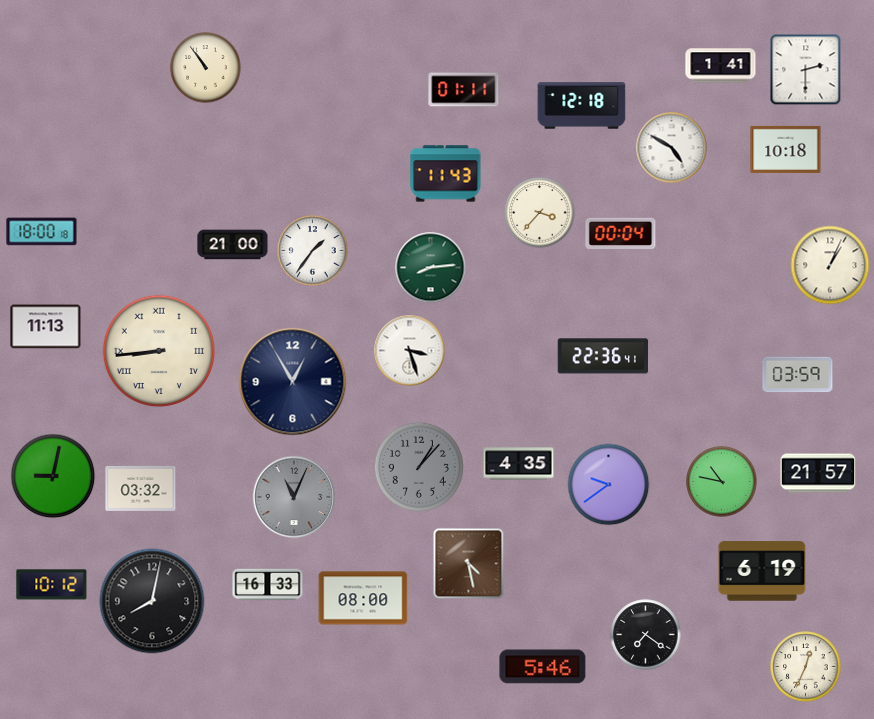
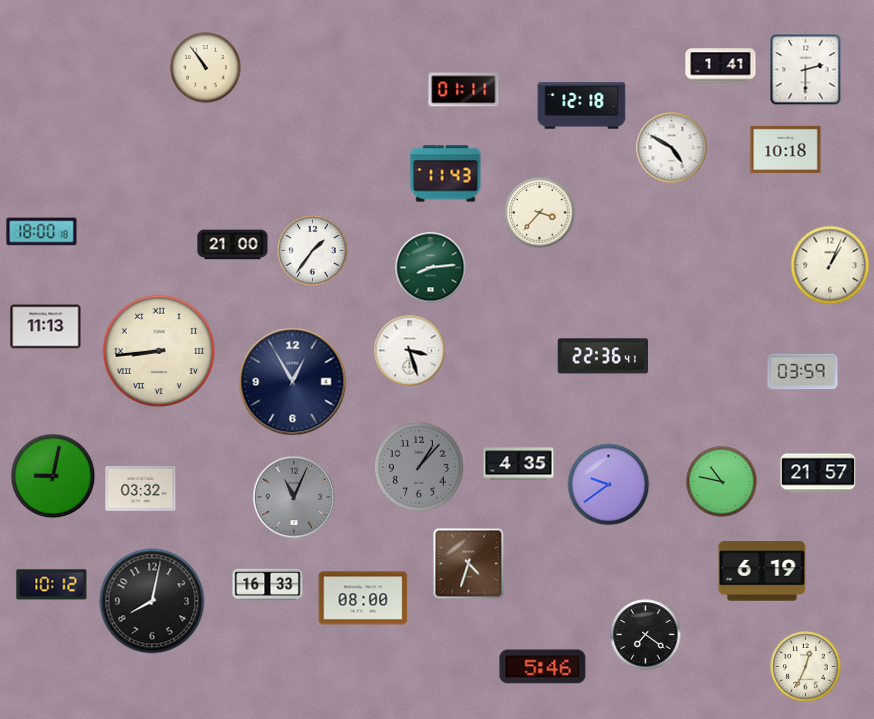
clock at (621, 233): 00:04 -> none
clock at (798, 375) position: (798, 375) -> (803, 372)
clock at (469, 564): 4:28 -> 4:33
